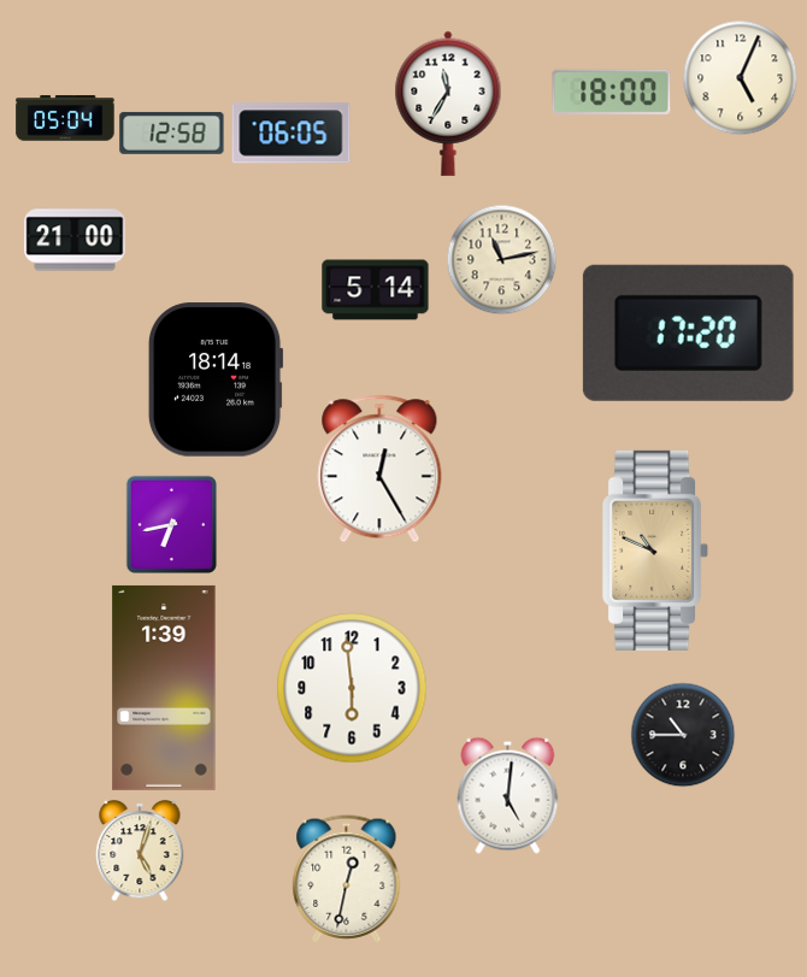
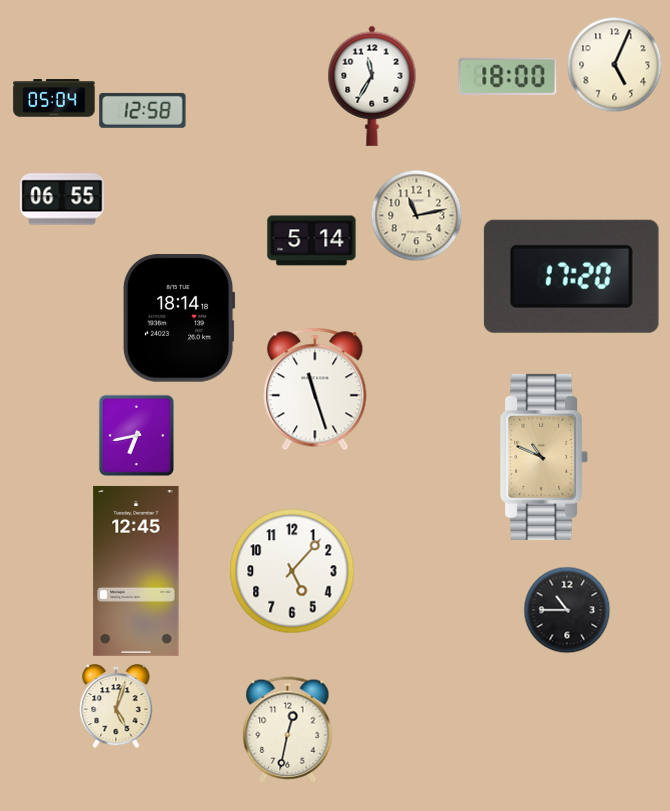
clock at (291, 134): 06:05 -> none
clock at (75, 240): 21:00 -> 06:55
clock at (216, 379) position: (216, 379) -> (179, 318)
clock at (379, 469): 12:25 -> 11:27
clock at (171, 524) position: (171, 524) -> (136, 435)
clock at (164, 688): 1:39 -> 12:45
clock at (352, 688): 5:59 -> 5:07
clock at (508, 795): 5:01 -> none
